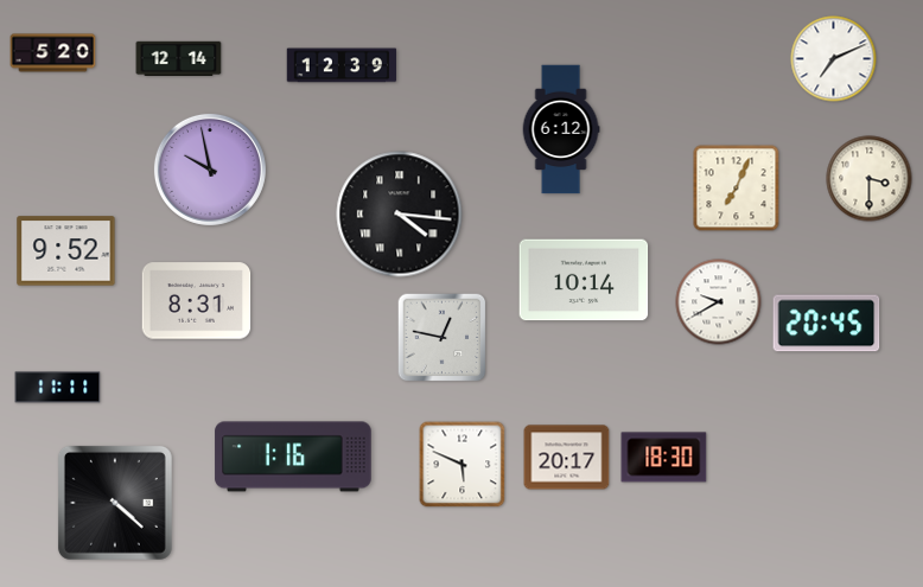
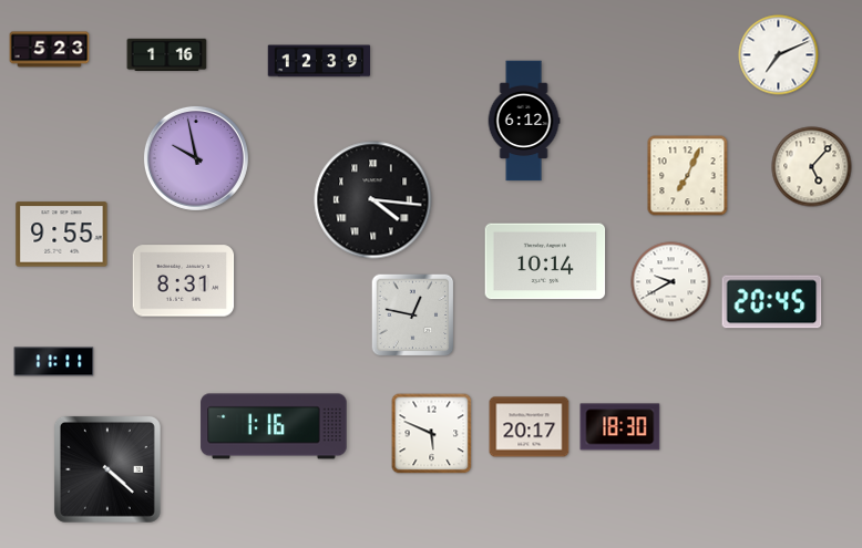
clock at (53, 53): 5:20 -> 5:23
clock at (179, 58): 12:14 -> 1:16
clock at (870, 179): 3:30 -> 5:07
clock at (66, 251): 9:52 -> 9:55
